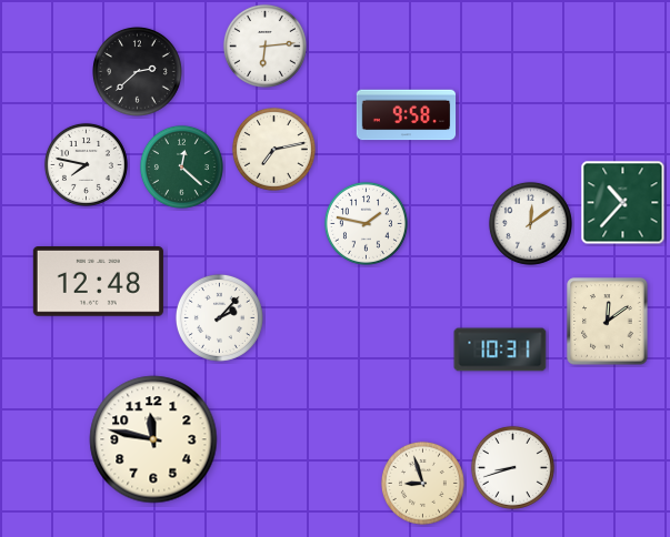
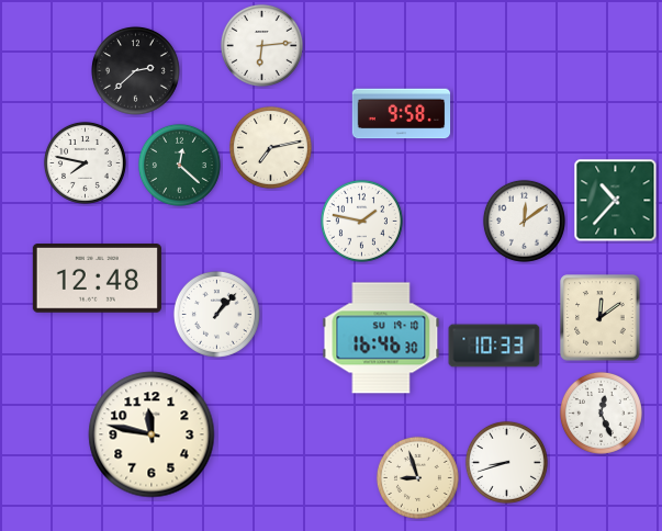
clock at (219, 317): 2:07 -> 1:07
clock at (381, 338): none -> 16:46
clock at (500, 349): 10:31 -> 10:33
clock at (601, 413): none -> 12:26
